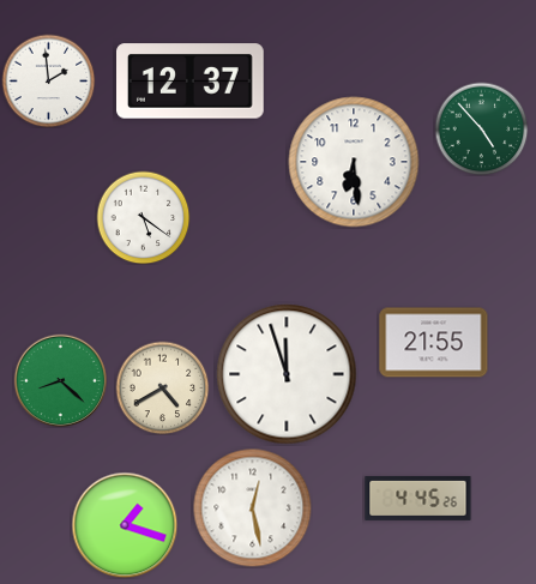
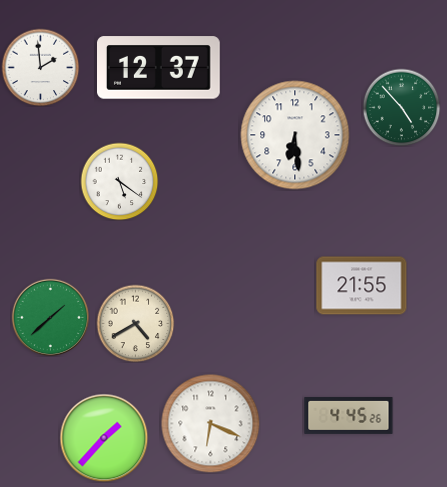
clock at (287, 374): 11:57 -> none
clock at (60, 380): 8:22 -> 1:38
clock at (253, 508): 12:28 -> 6:19
clock at (125, 525): 1:18 -> 1:37
